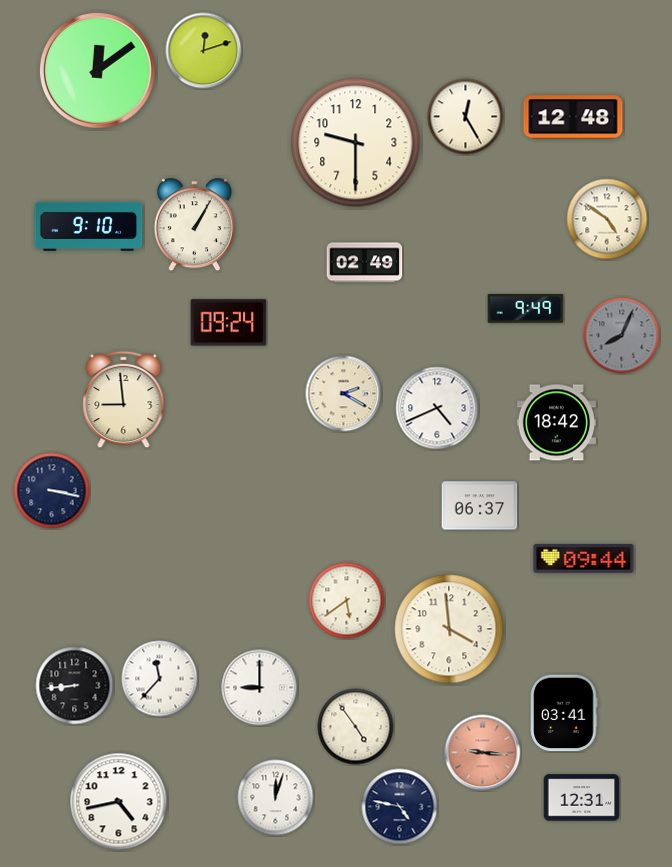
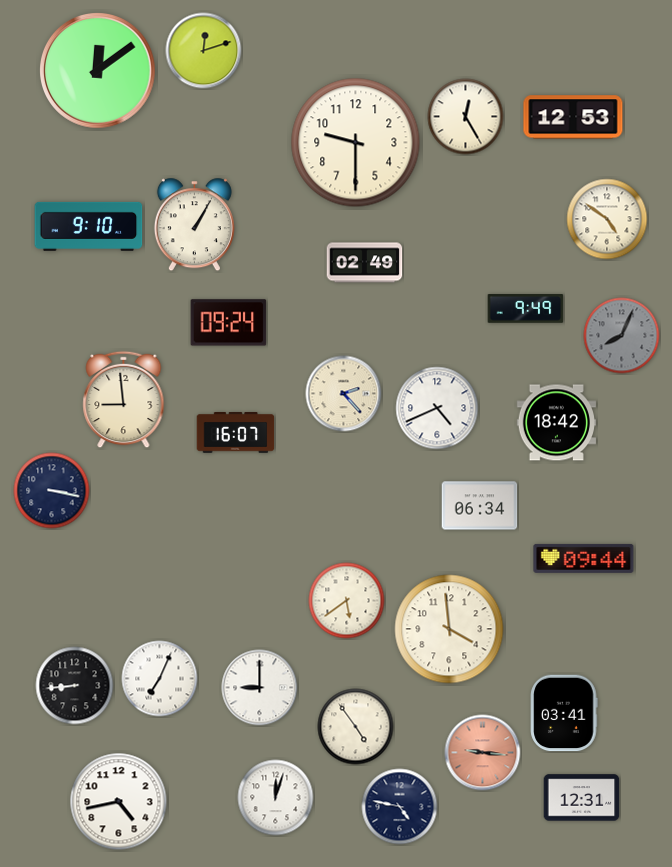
clock at (573, 117): 12:48 -> 12:53
clock at (344, 394): 2:20 -> 2:23
clock at (236, 433): none -> 16:07
clock at (480, 506): 06:37 -> 06:34
clock at (160, 679): 11:37 -> 7:04
